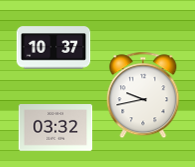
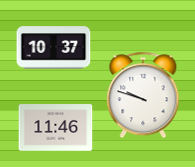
clock at (143, 95): 9:43 -> 9:48
clock at (56, 128): 03:32 -> 11:46
